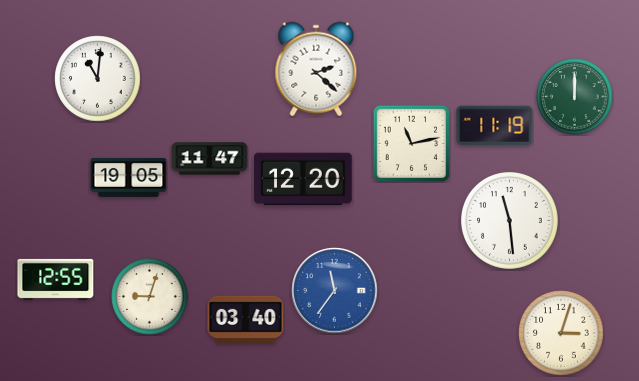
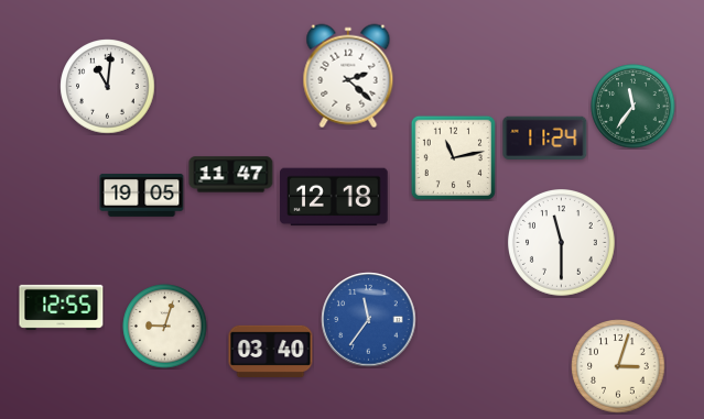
clock at (575, 97): 12:00 -> 11:36
clock at (495, 125): 11:19 -> 11:24
clock at (303, 179): 12:20 -> 12:18
clock at (510, 221): 11:29 -> 11:30
